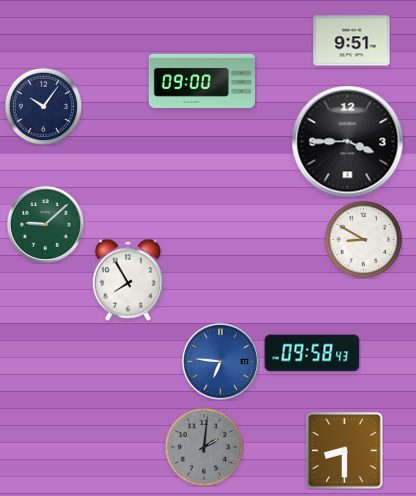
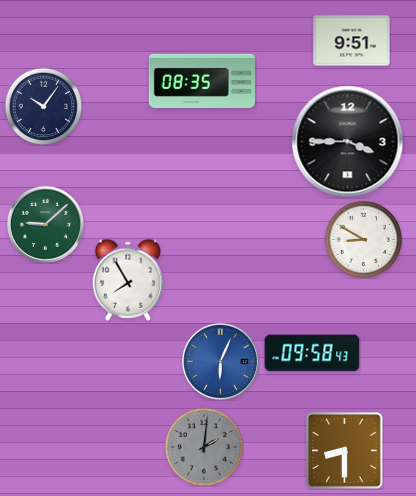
clock at (202, 81): 09:00 -> 08:35
clock at (220, 361): 6:46 -> 6:04
